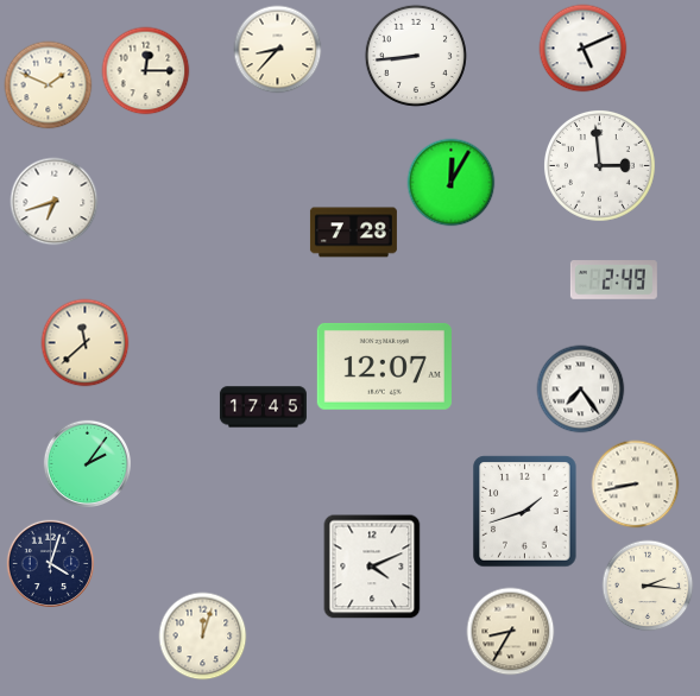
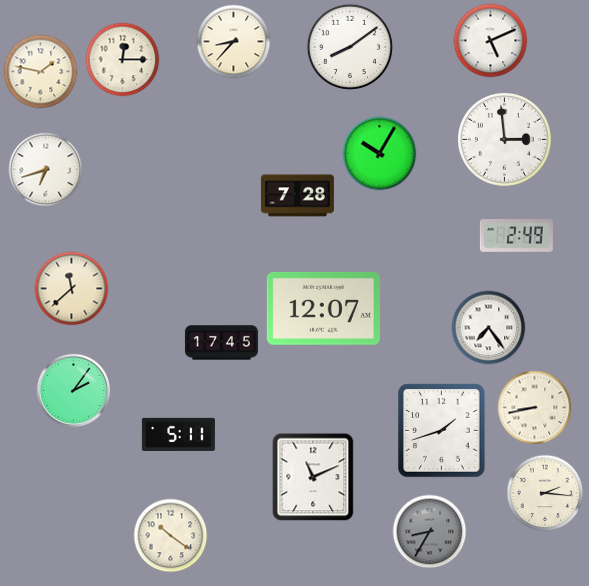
clock at (416, 56): 8:44 -> 8:09
clock at (49, 86): 1:49 -> 1:47
clock at (452, 183): 12:05 -> 10:05
clock at (178, 434): none -> 5:11
clock at (50, 563): 4:03 -> none
clock at (372, 567): 4:11 -> 11:11
clock at (511, 632) dial: cream -> grey
clock at (203, 637): 12:03 -> 10:21
